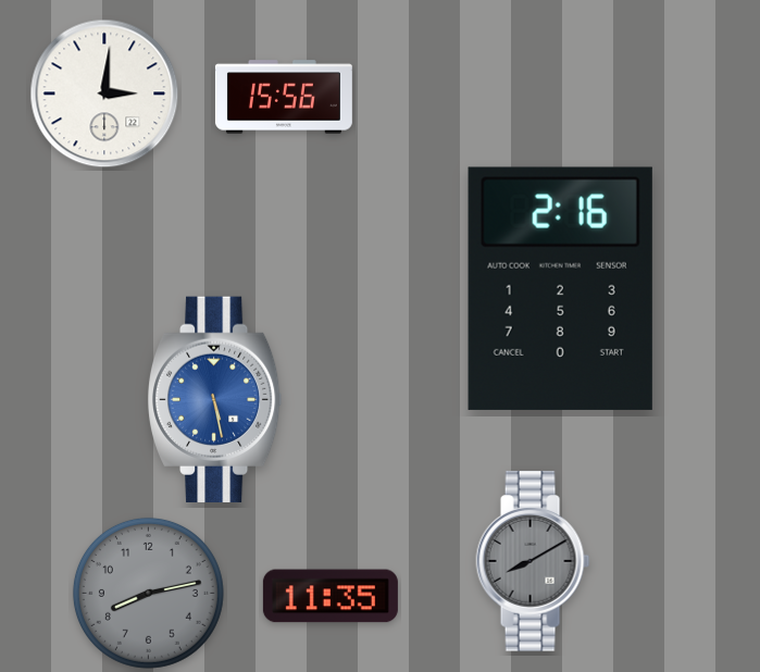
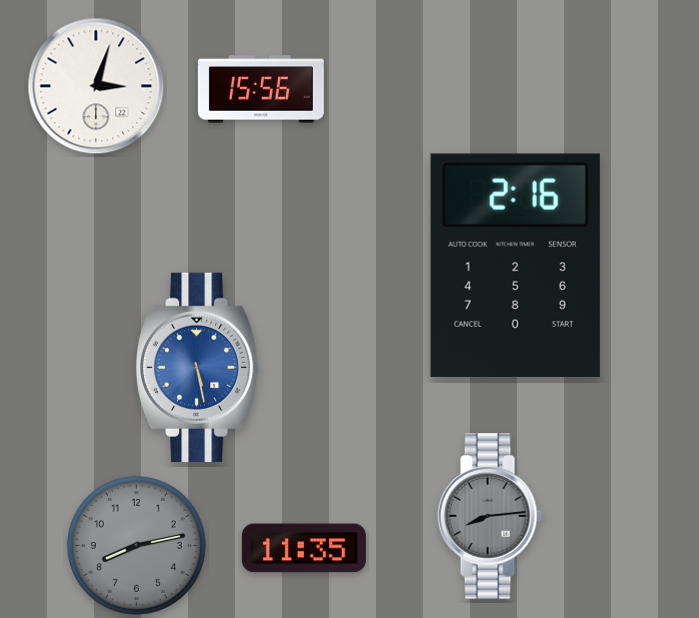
clock at (104, 94): 3:01 -> 3:03
clock at (533, 562): 8:10 -> 8:14
